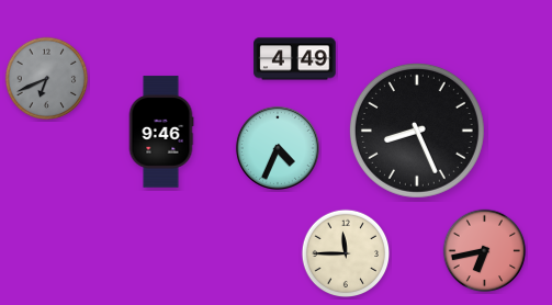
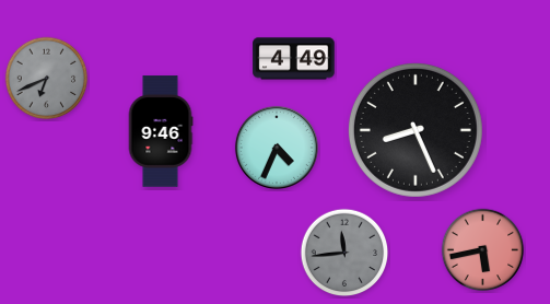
clock at (485, 251): 6:43 -> 5:43
clock at (346, 253): 11:45 -> 11:44
clock at (346, 253) dial: cream -> grey
